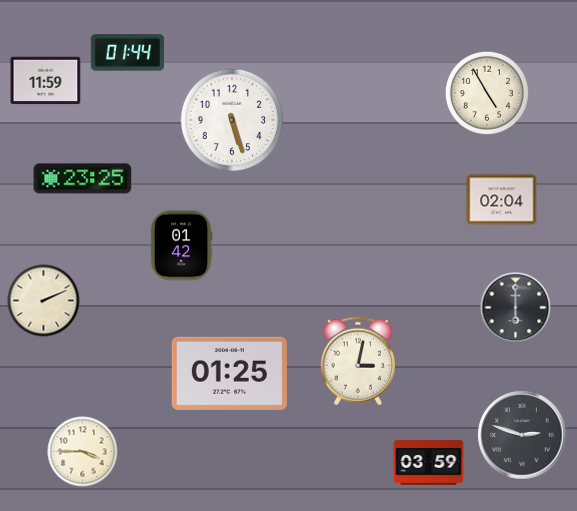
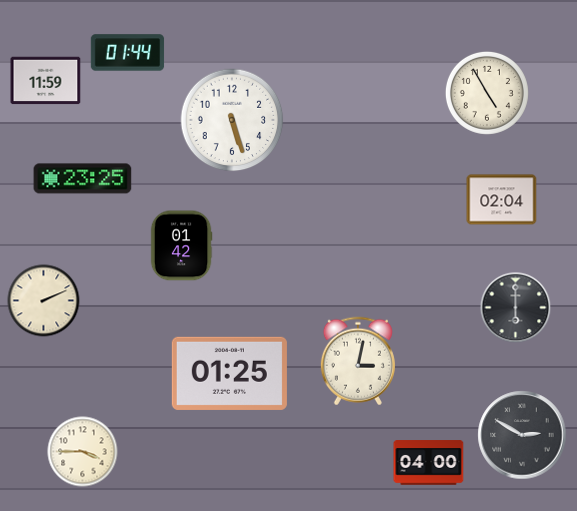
clock at (522, 435): 2:48 -> 2:50
clock at (429, 463): 03:59 -> 04:00
